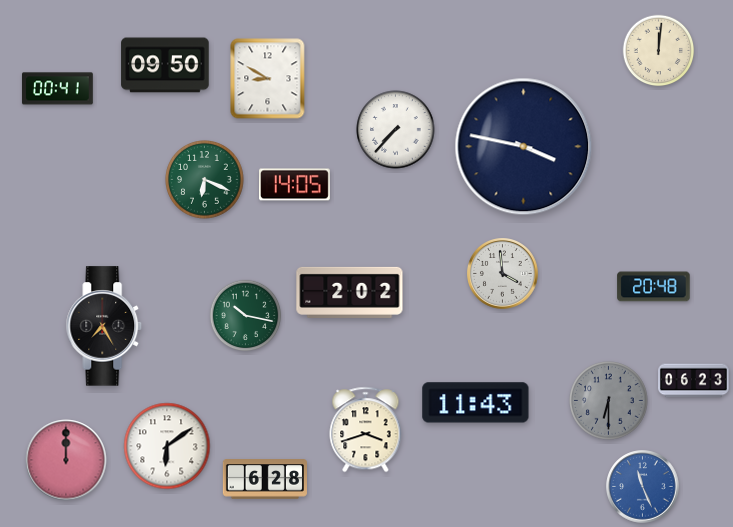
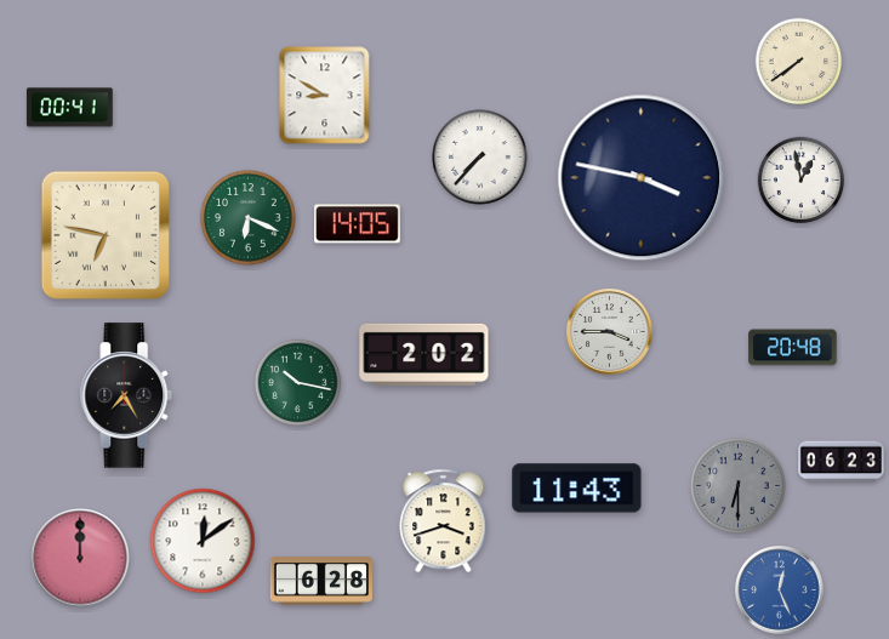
clock at (659, 51): 12:01 -> 7:39
clock at (165, 65): 09:50 -> none
clock at (524, 147) position: (524, 147) -> (642, 178)
clock at (802, 181): none -> 12:58
clock at (104, 234): none -> 6:47
clock at (503, 274): 3:59 -> 3:45
clock at (167, 446): 6:09 -> 12:09
clock at (643, 487): 11:26 -> 12:26
